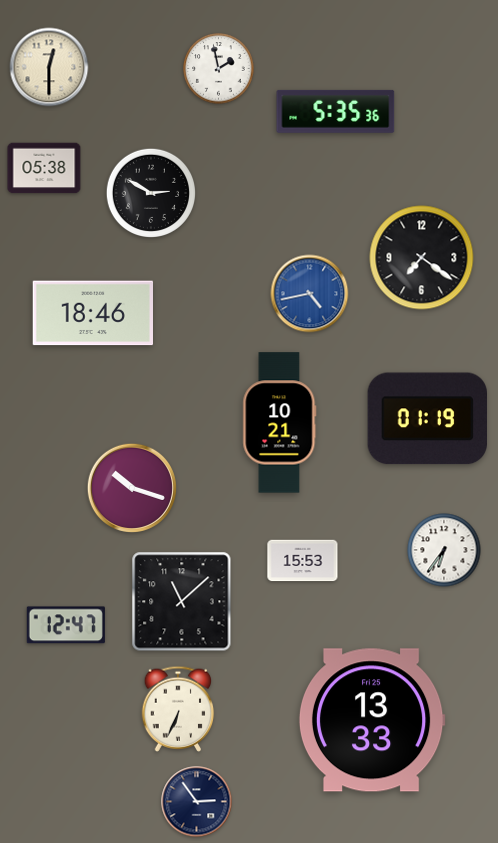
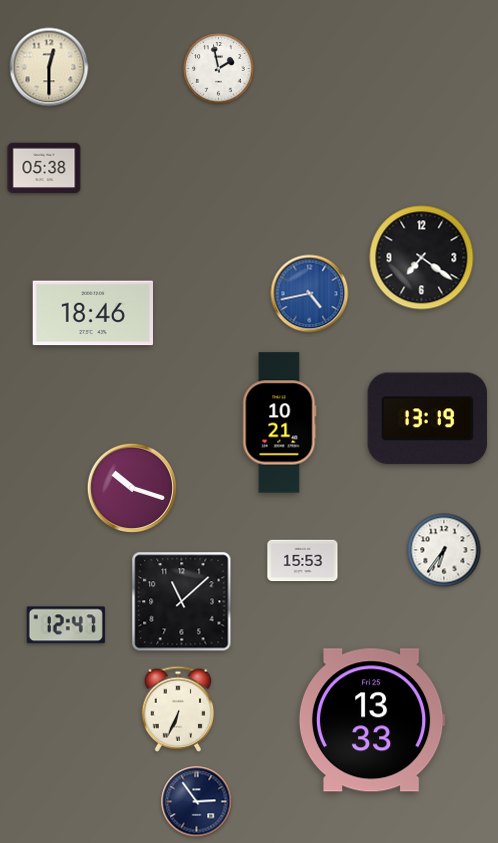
clock at (336, 111): 5:35 -> none
clock at (150, 192): 2:50 -> none
clock at (427, 419): 01:19 -> 13:19
